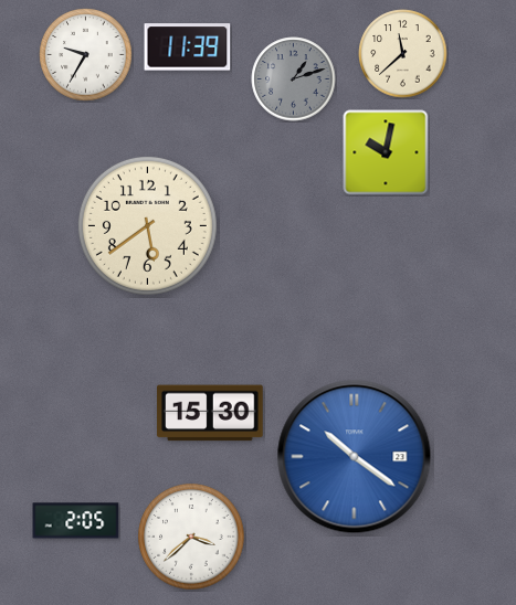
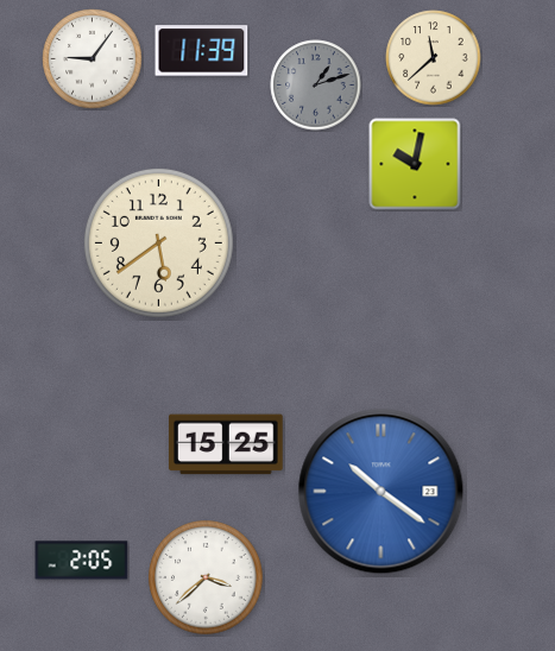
clock at (86, 55): 9:35 -> 9:06
clock at (210, 413): 15:30 -> 15:25
